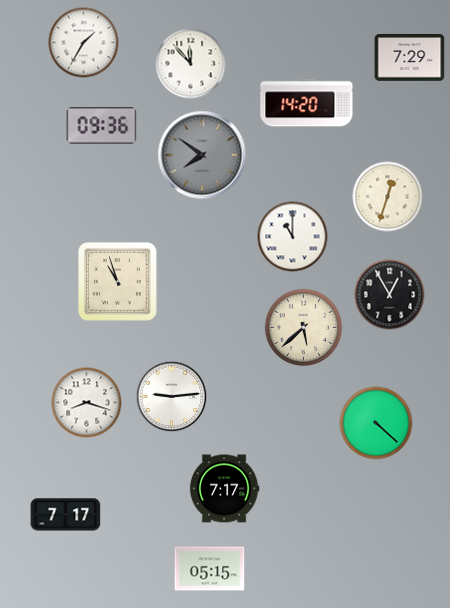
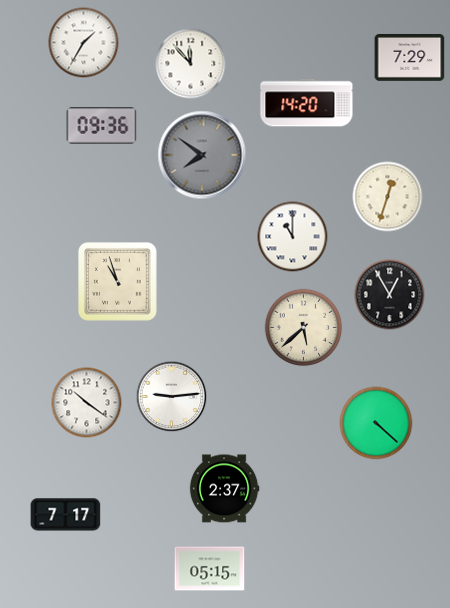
clock at (87, 403): 8:18 -> 10:21
clock at (224, 489): 7:17 -> 2:37
